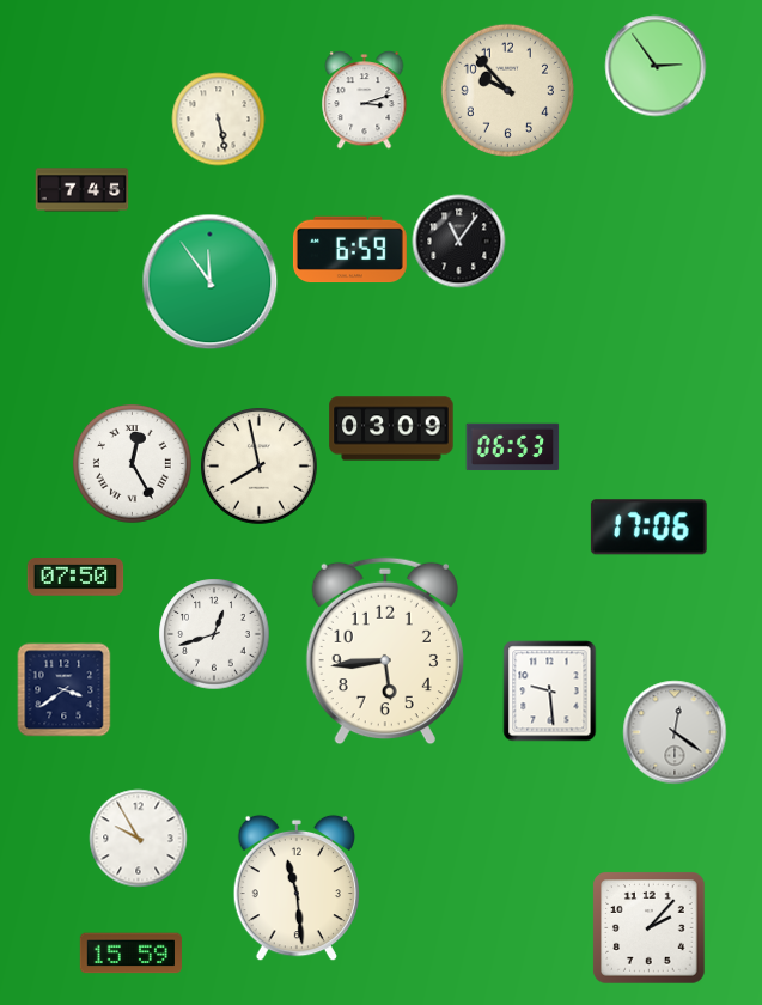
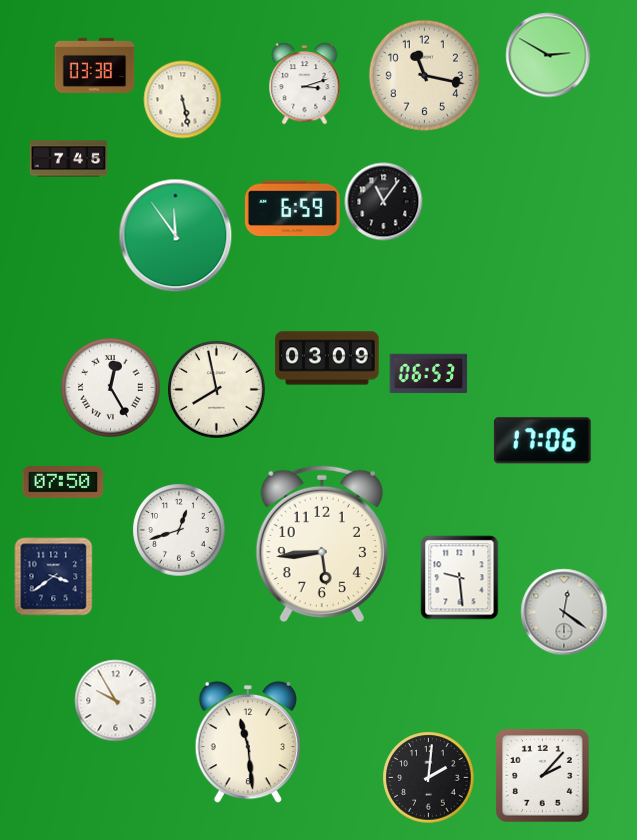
clock at (656, 66): 2:54 -> 2:50
clock at (94, 65): none -> 03:38
clock at (507, 90): 9:53 -> 11:17
clock at (428, 777): none -> 2:01
clock at (130, 954): 15:59 -> none
